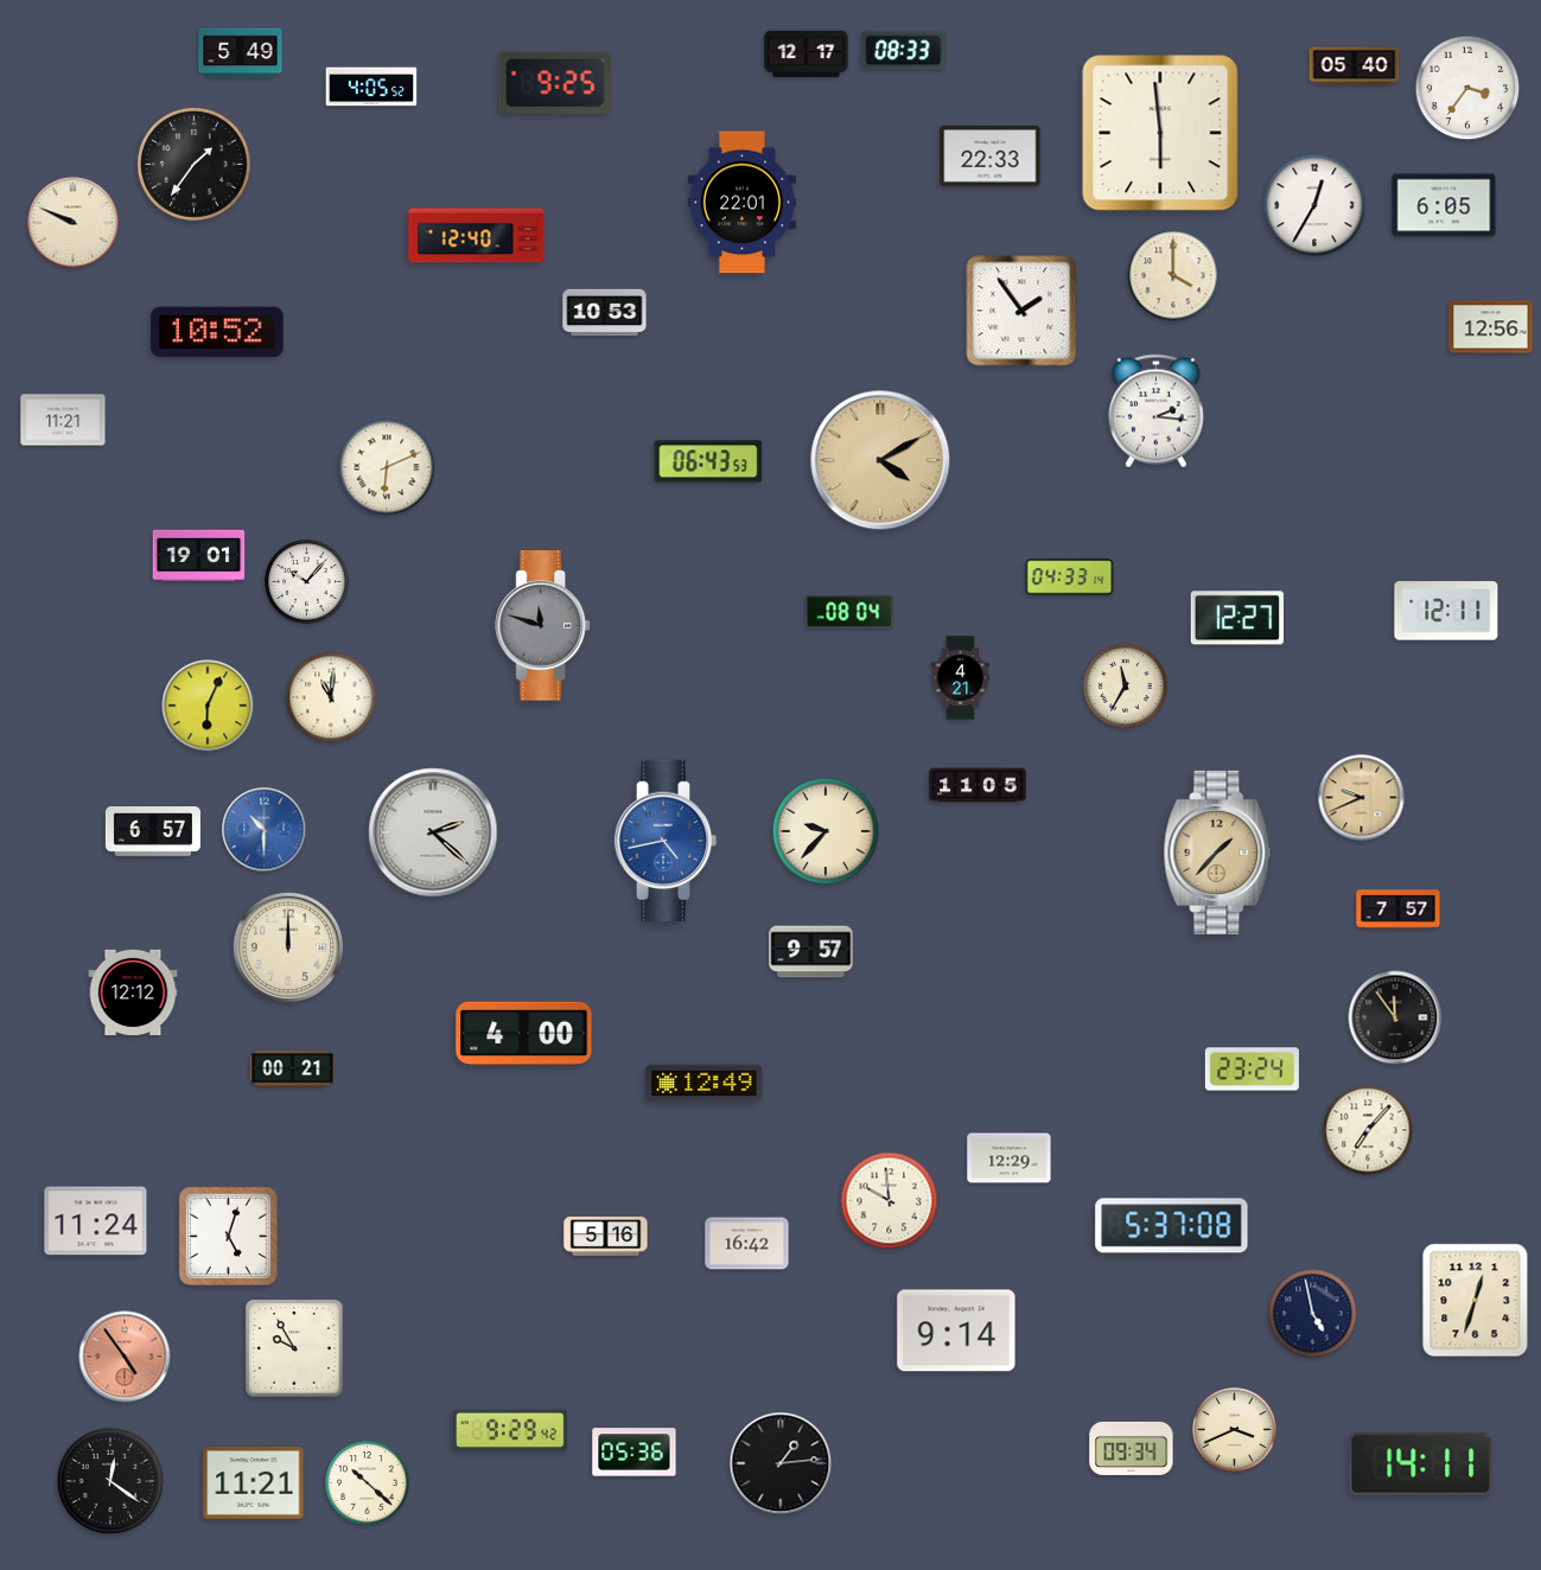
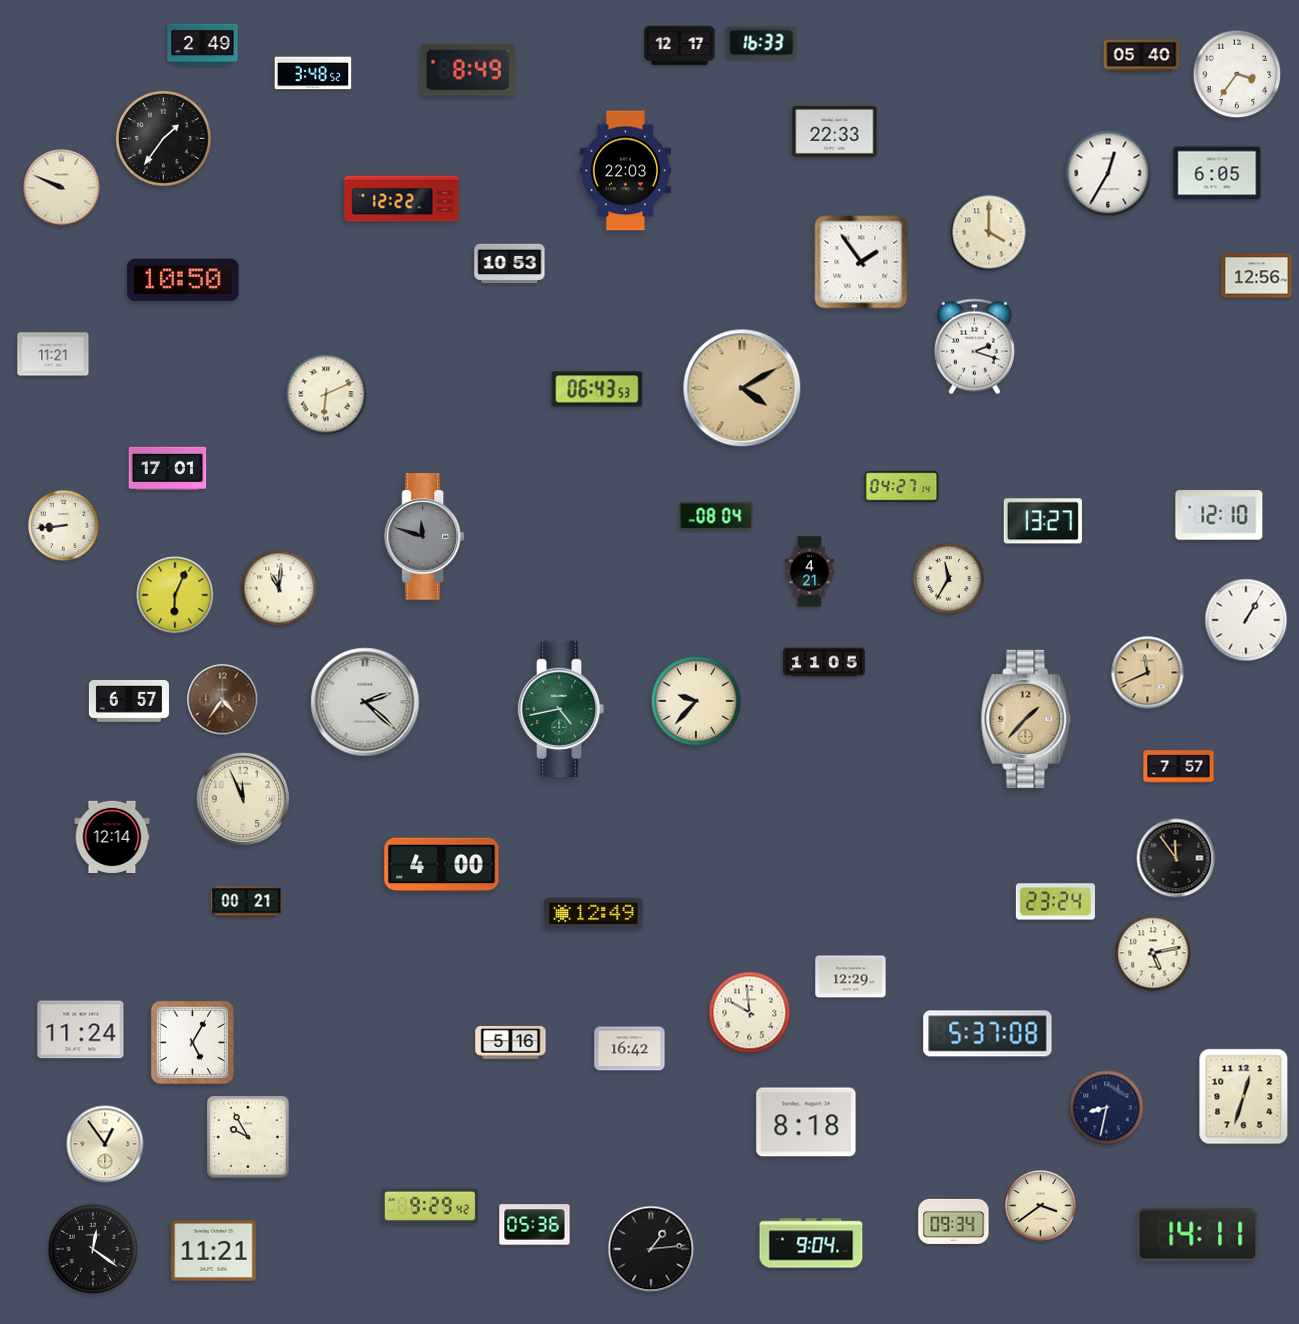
clock at (904, 51): 08:33 -> 16:33
clock at (241, 53): 5:49 -> 2:49
clock at (555, 83): 9:25 -> 8:49
clock at (371, 87): 4:05 -> 3:48
clock at (1160, 133): 5:59 -> none
clock at (741, 203): 22:01 -> 22:03
clock at (477, 236): 12:40 -> 12:22
clock at (217, 332): 10:52 -> 10:50
clock at (1155, 411): 2:16 -> 2:18
clock at (199, 556): 19:01 -> 17:01
clock at (1070, 577): 04:33 -> 04:27
clock at (307, 582): 10:07 -> none
clock at (1446, 611): 12:11 -> 12:10
clock at (1236, 618): 12:27 -> 13:27
clock at (64, 526): none -> 8:44
clock at (542, 626) position: (542, 626) -> (424, 537)
clock at (1246, 620): none -> 1:05
clock at (1362, 798): 9:41 -> 11:41
clock at (265, 830): 10:30 -> 4:36
clock at (265, 830) dial: blue -> brown
clock at (666, 840) dial: blue -> green
clock at (288, 947): 12:00 -> 11:56
clock at (811, 952): 9:57 -> none
clock at (133, 991): 12:12 -> 12:14
clock at (524, 1034) position: (524, 1034) -> (442, 865)
clock at (1368, 1130): 7:07 -> 5:13
clock at (228, 1236): 5:03 -> 5:05
clock at (1313, 1314): 4:58 -> 8:32
clock at (956, 1330): 9:14 -> 8:18
clock at (125, 1357): 4:54 -> 12:54
clock at (125, 1357) dial: salmon -> cream
clock at (1235, 1430): 3:41 -> 3:39
clock at (781, 1463) position: (781, 1463) -> (651, 1249)
clock at (811, 1243): none -> 9:04
clock at (368, 1483): 10:22 -> none
